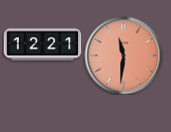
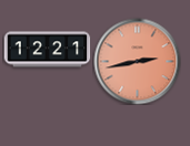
clock at (123, 55): 11:31 -> 2:43
